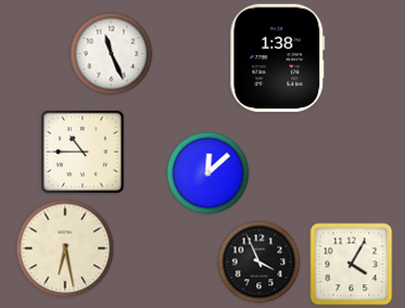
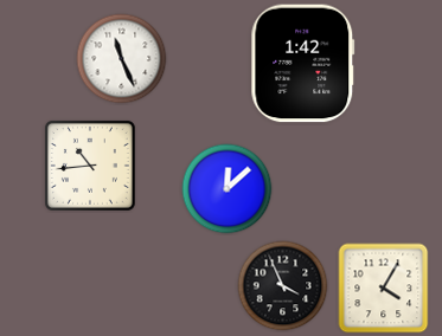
clock at (278, 59): 1:38 -> 1:42
clock at (83, 152): 10:45 -> 10:44
clock at (65, 248): 6:28 -> none
